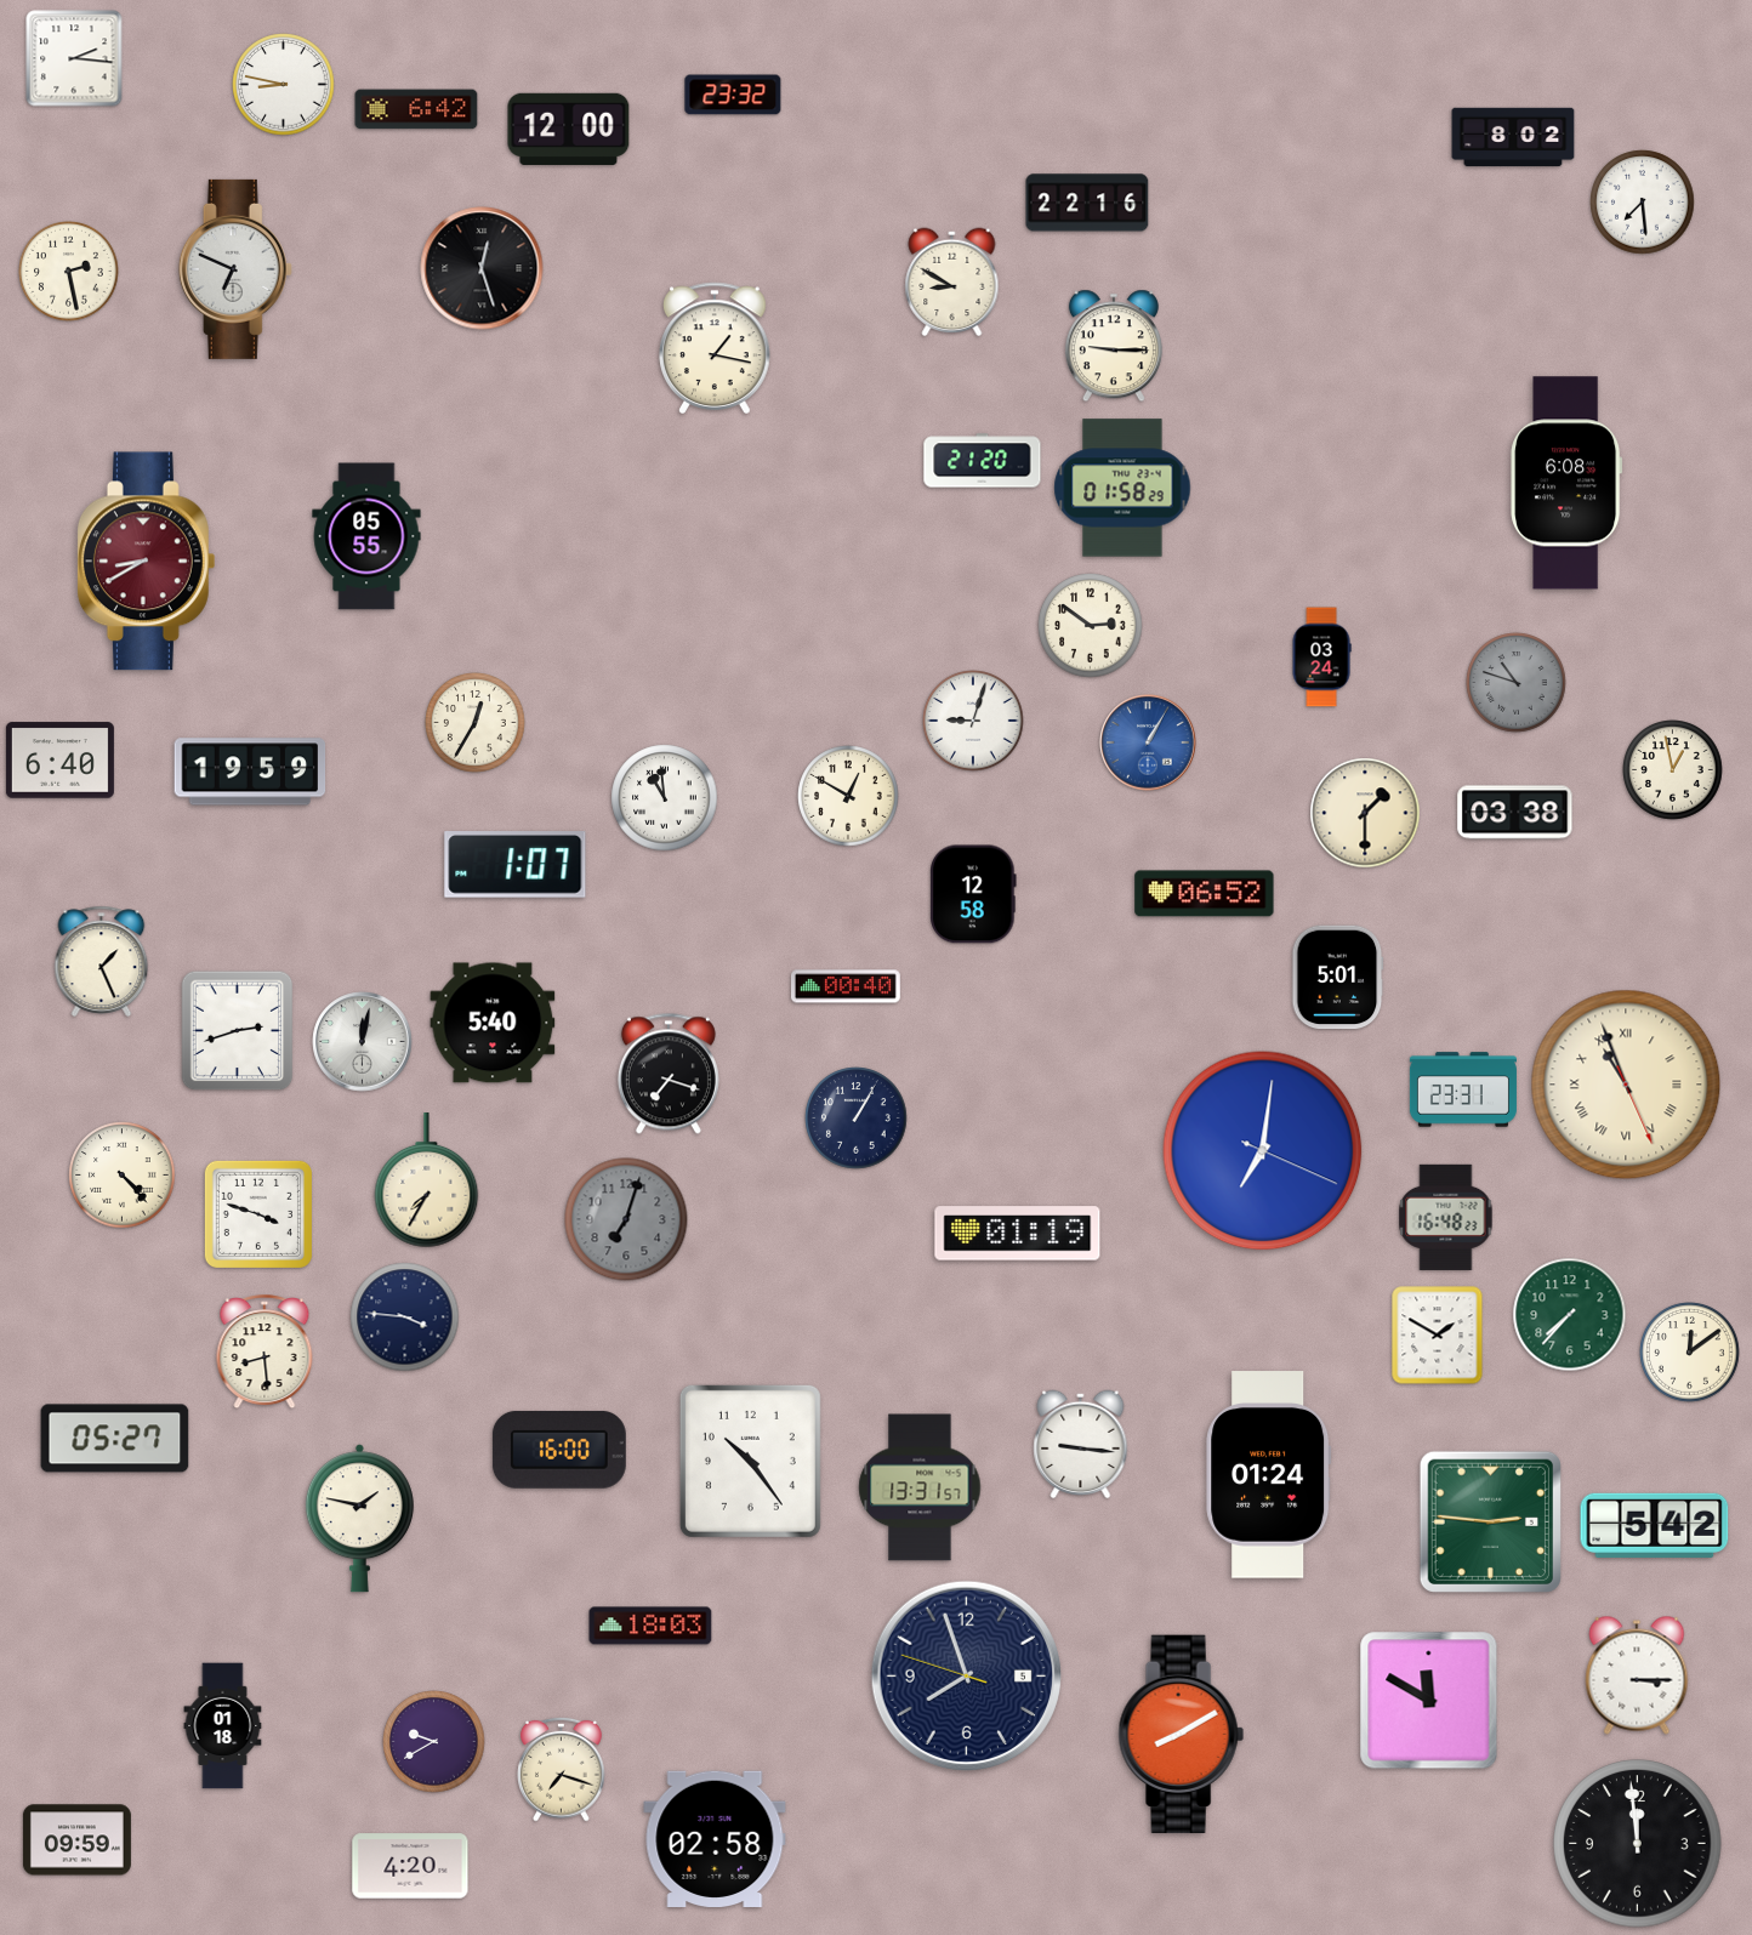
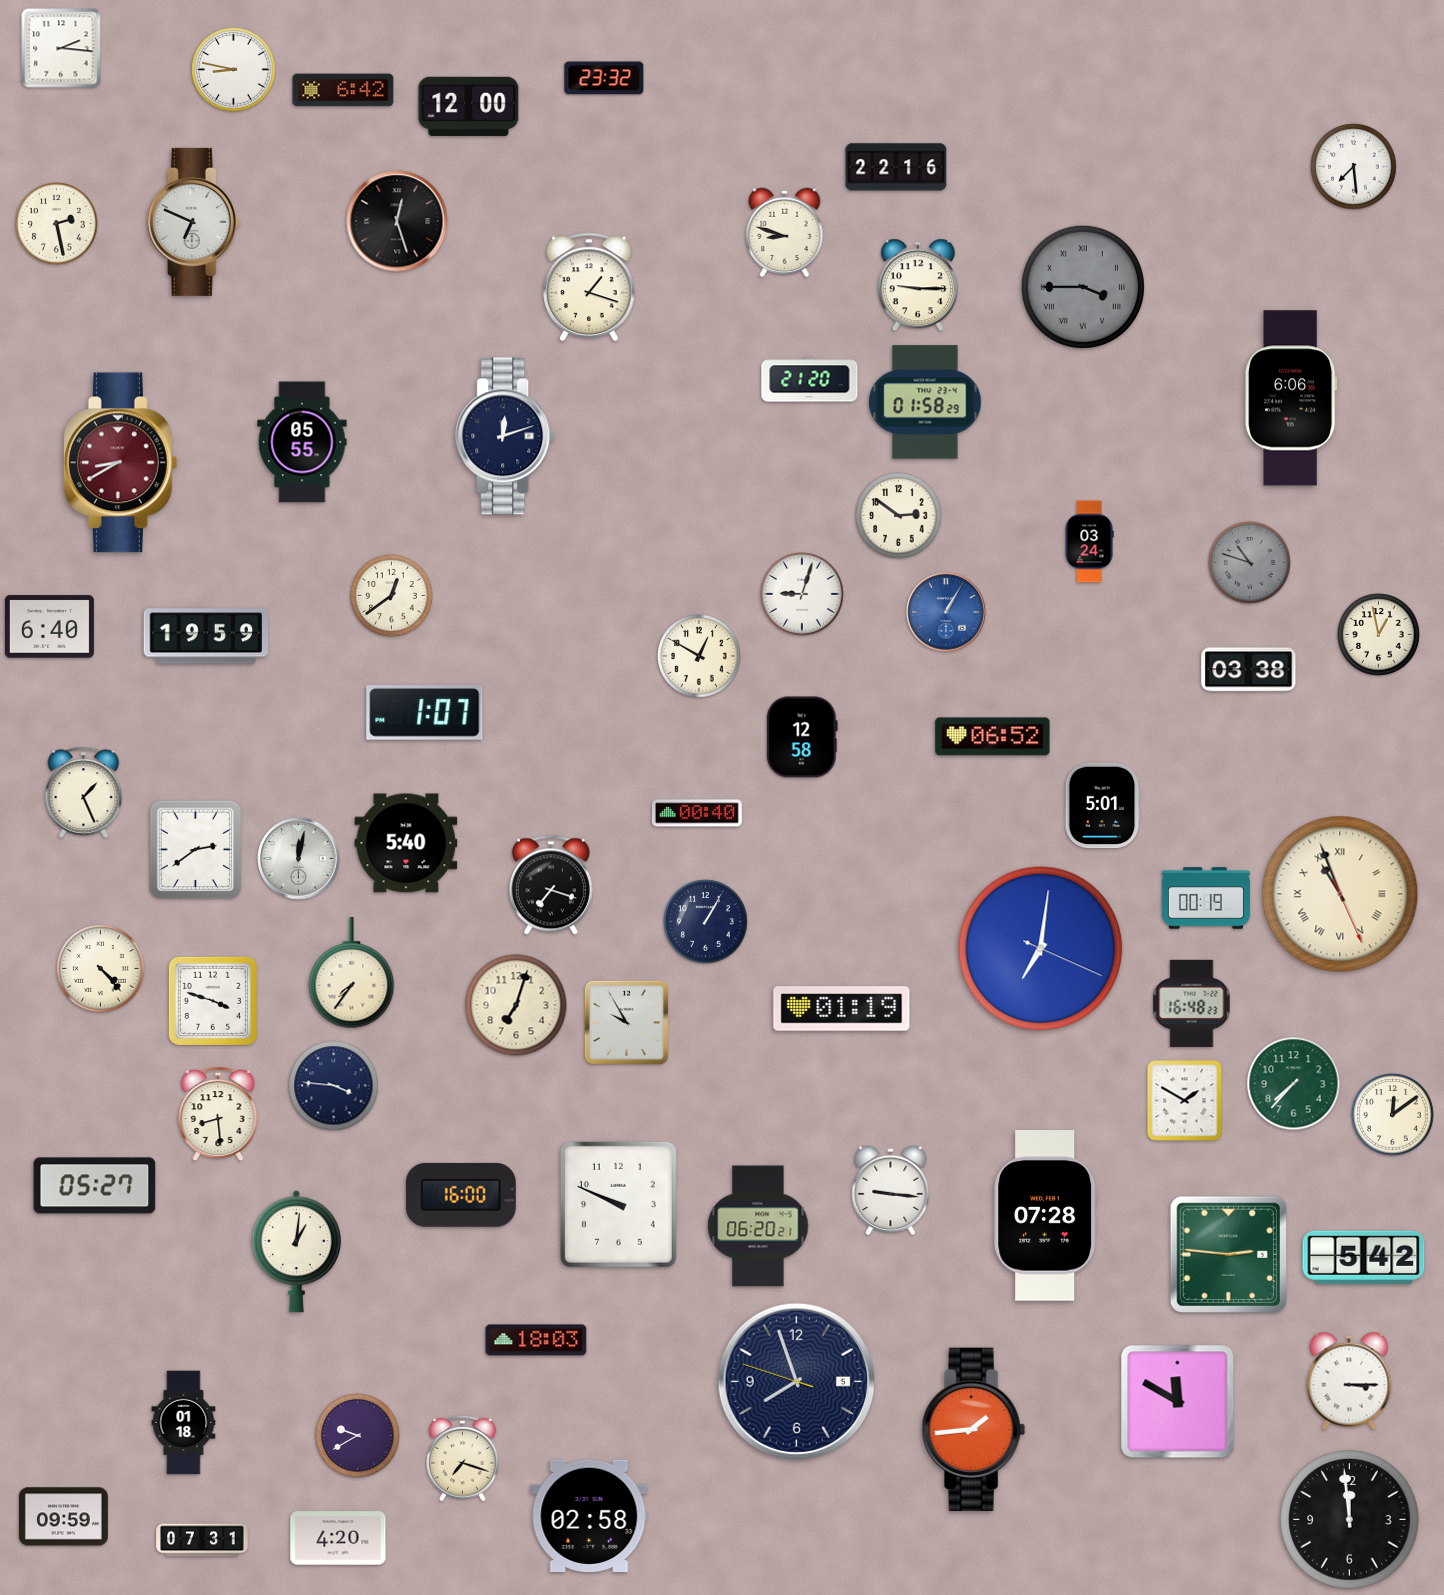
clock at (1513, 137): 8:02 -> none
clock at (952, 283): 8:50 -> 8:48
clock at (716, 347): 1:17 -> 1:18
clock at (1083, 287): none -> 3:45
clock at (1566, 483): 6:08 -> 6:06
clock at (506, 436): none -> 12:12
clock at (476, 723): 12:35 -> 12:39
clock at (665, 798): 10:59 -> none
clock at (1365, 813): 1:30 -> none
clock at (238, 1031): 2:42 -> 2:39
clock at (1463, 1089): 23:31 -> 00:19
clock at (427, 1180): 7:35 -> 7:36
clock at (626, 1219) dial: grey -> cream
clock at (1018, 1234) position: (1018, 1234) -> (842, 1009)
clock at (626, 1022): none -> 9:55
clock at (750, 1461): 10:24 -> 9:49
clock at (1269, 1475): 01:24 -> 07:28
clock at (920, 1487): 13:31 -> 06:20
clock at (359, 1519): 1:47 -> 1:01
clock at (1181, 1735): 8:10 -> 1:44
clock at (202, 1540): none -> 07:31
